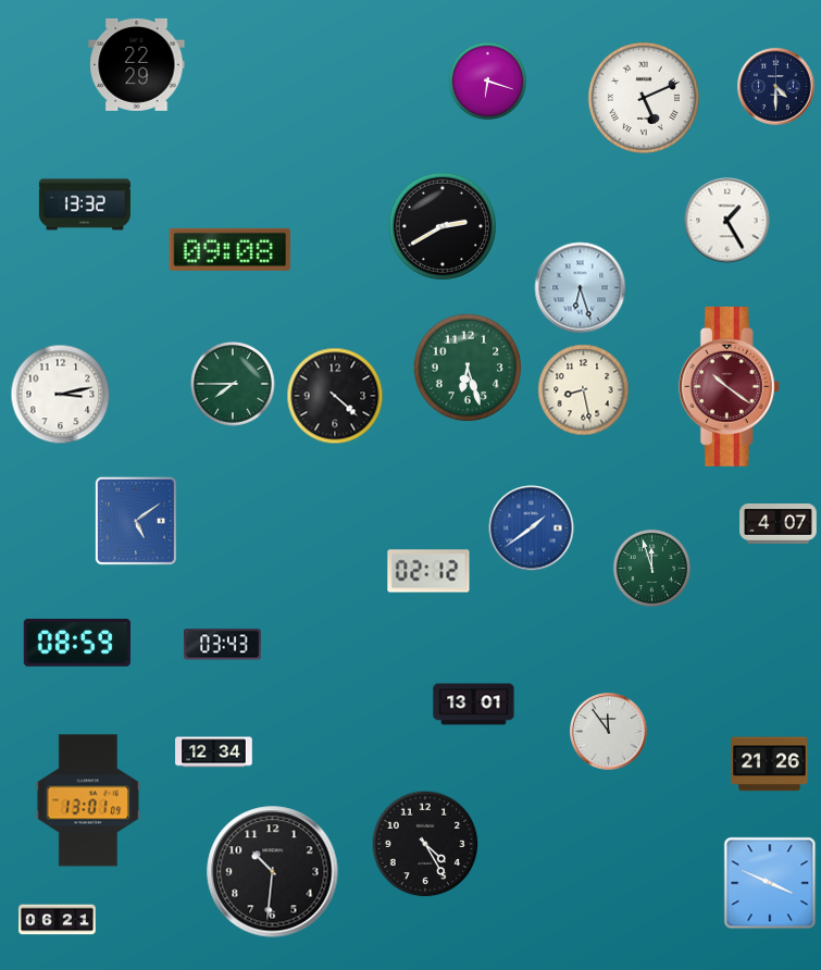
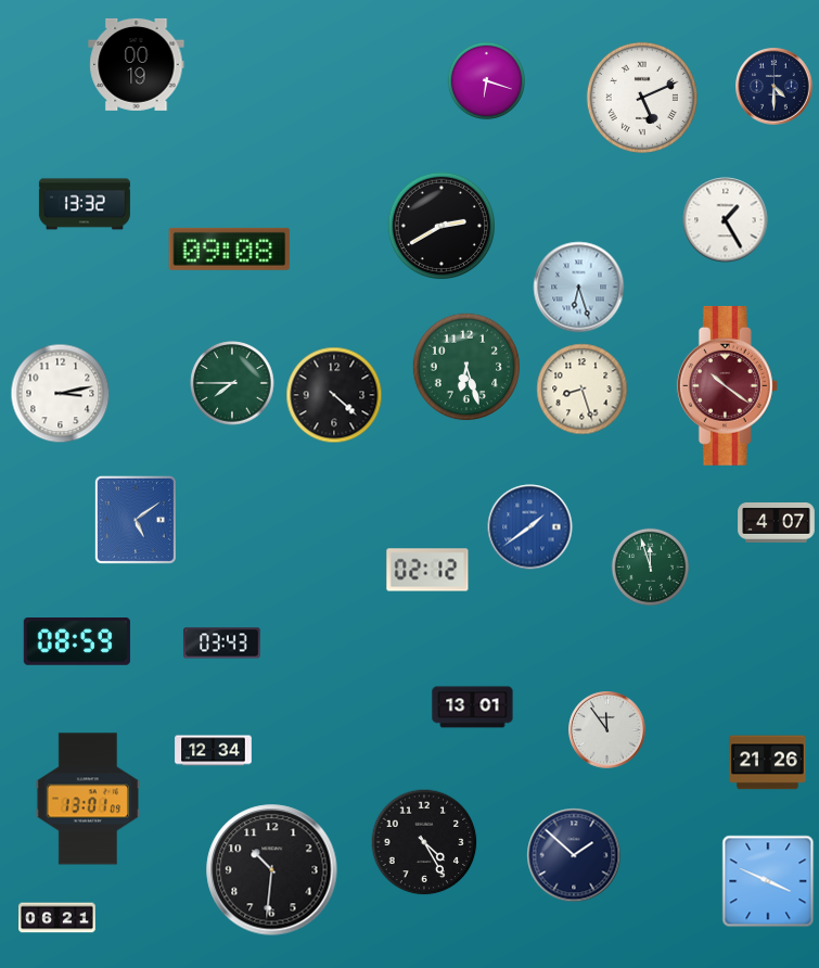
clock at (137, 64): 22:29 -> 00:19
clock at (584, 390): 8:28 -> 8:27
clock at (474, 705) position: (474, 705) -> (473, 708)
clock at (574, 855): none -> 1:52
